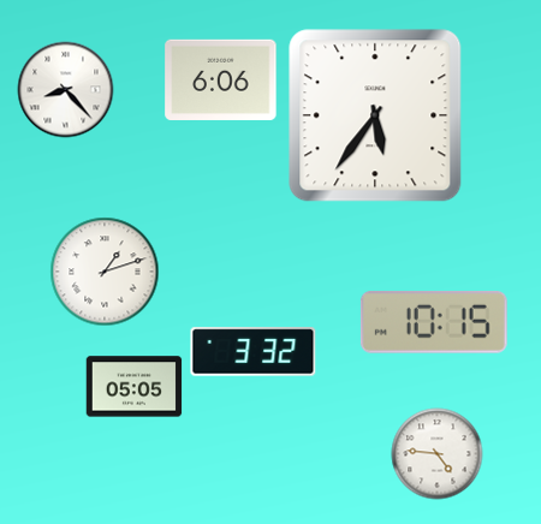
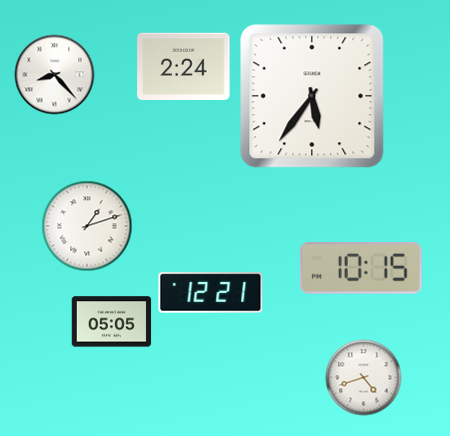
clock at (221, 79): 6:06 -> 2:24
clock at (254, 352): 3:32 -> 12:21
clock at (438, 454): 4:46 -> 4:42
